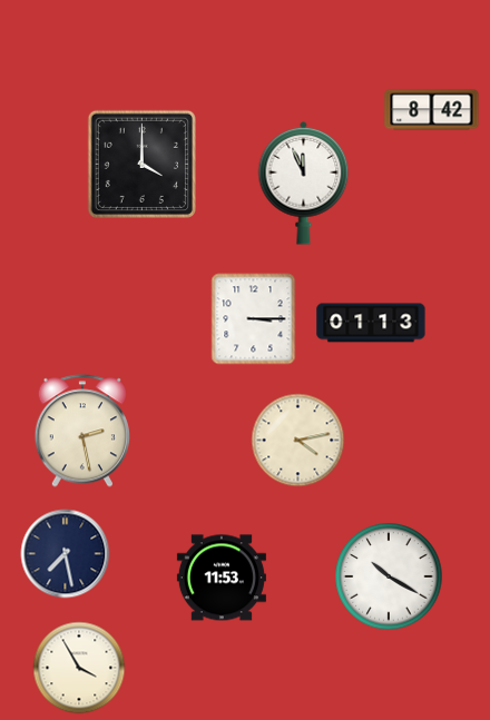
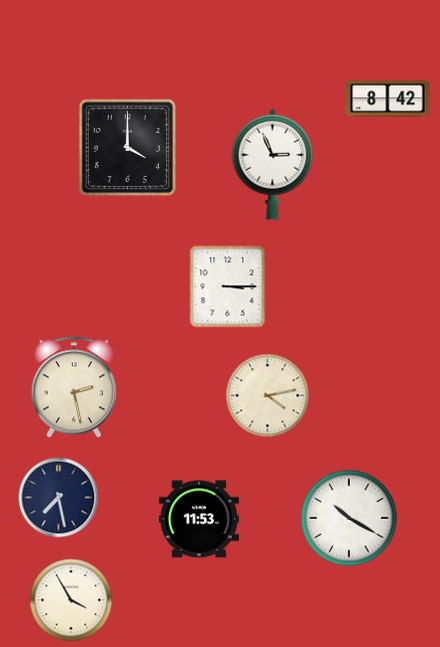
clock at (304, 183): 11:56 -> 2:56
clock at (371, 323): 01:13 -> none
